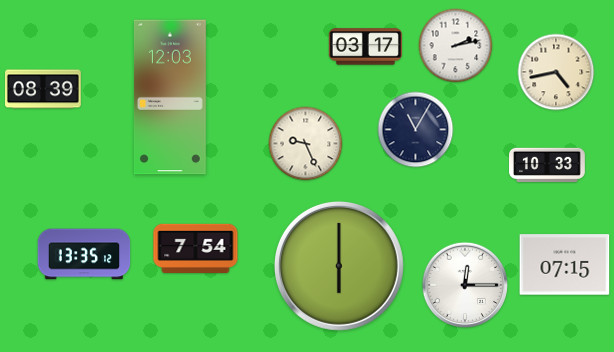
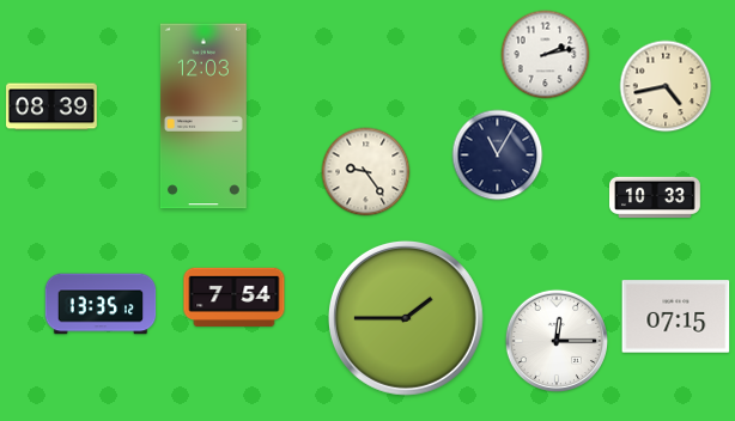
clock at (365, 47): 03:17 -> none
clock at (306, 144): 9:26 -> 9:24
clock at (339, 266): 6:00 -> 1:45
